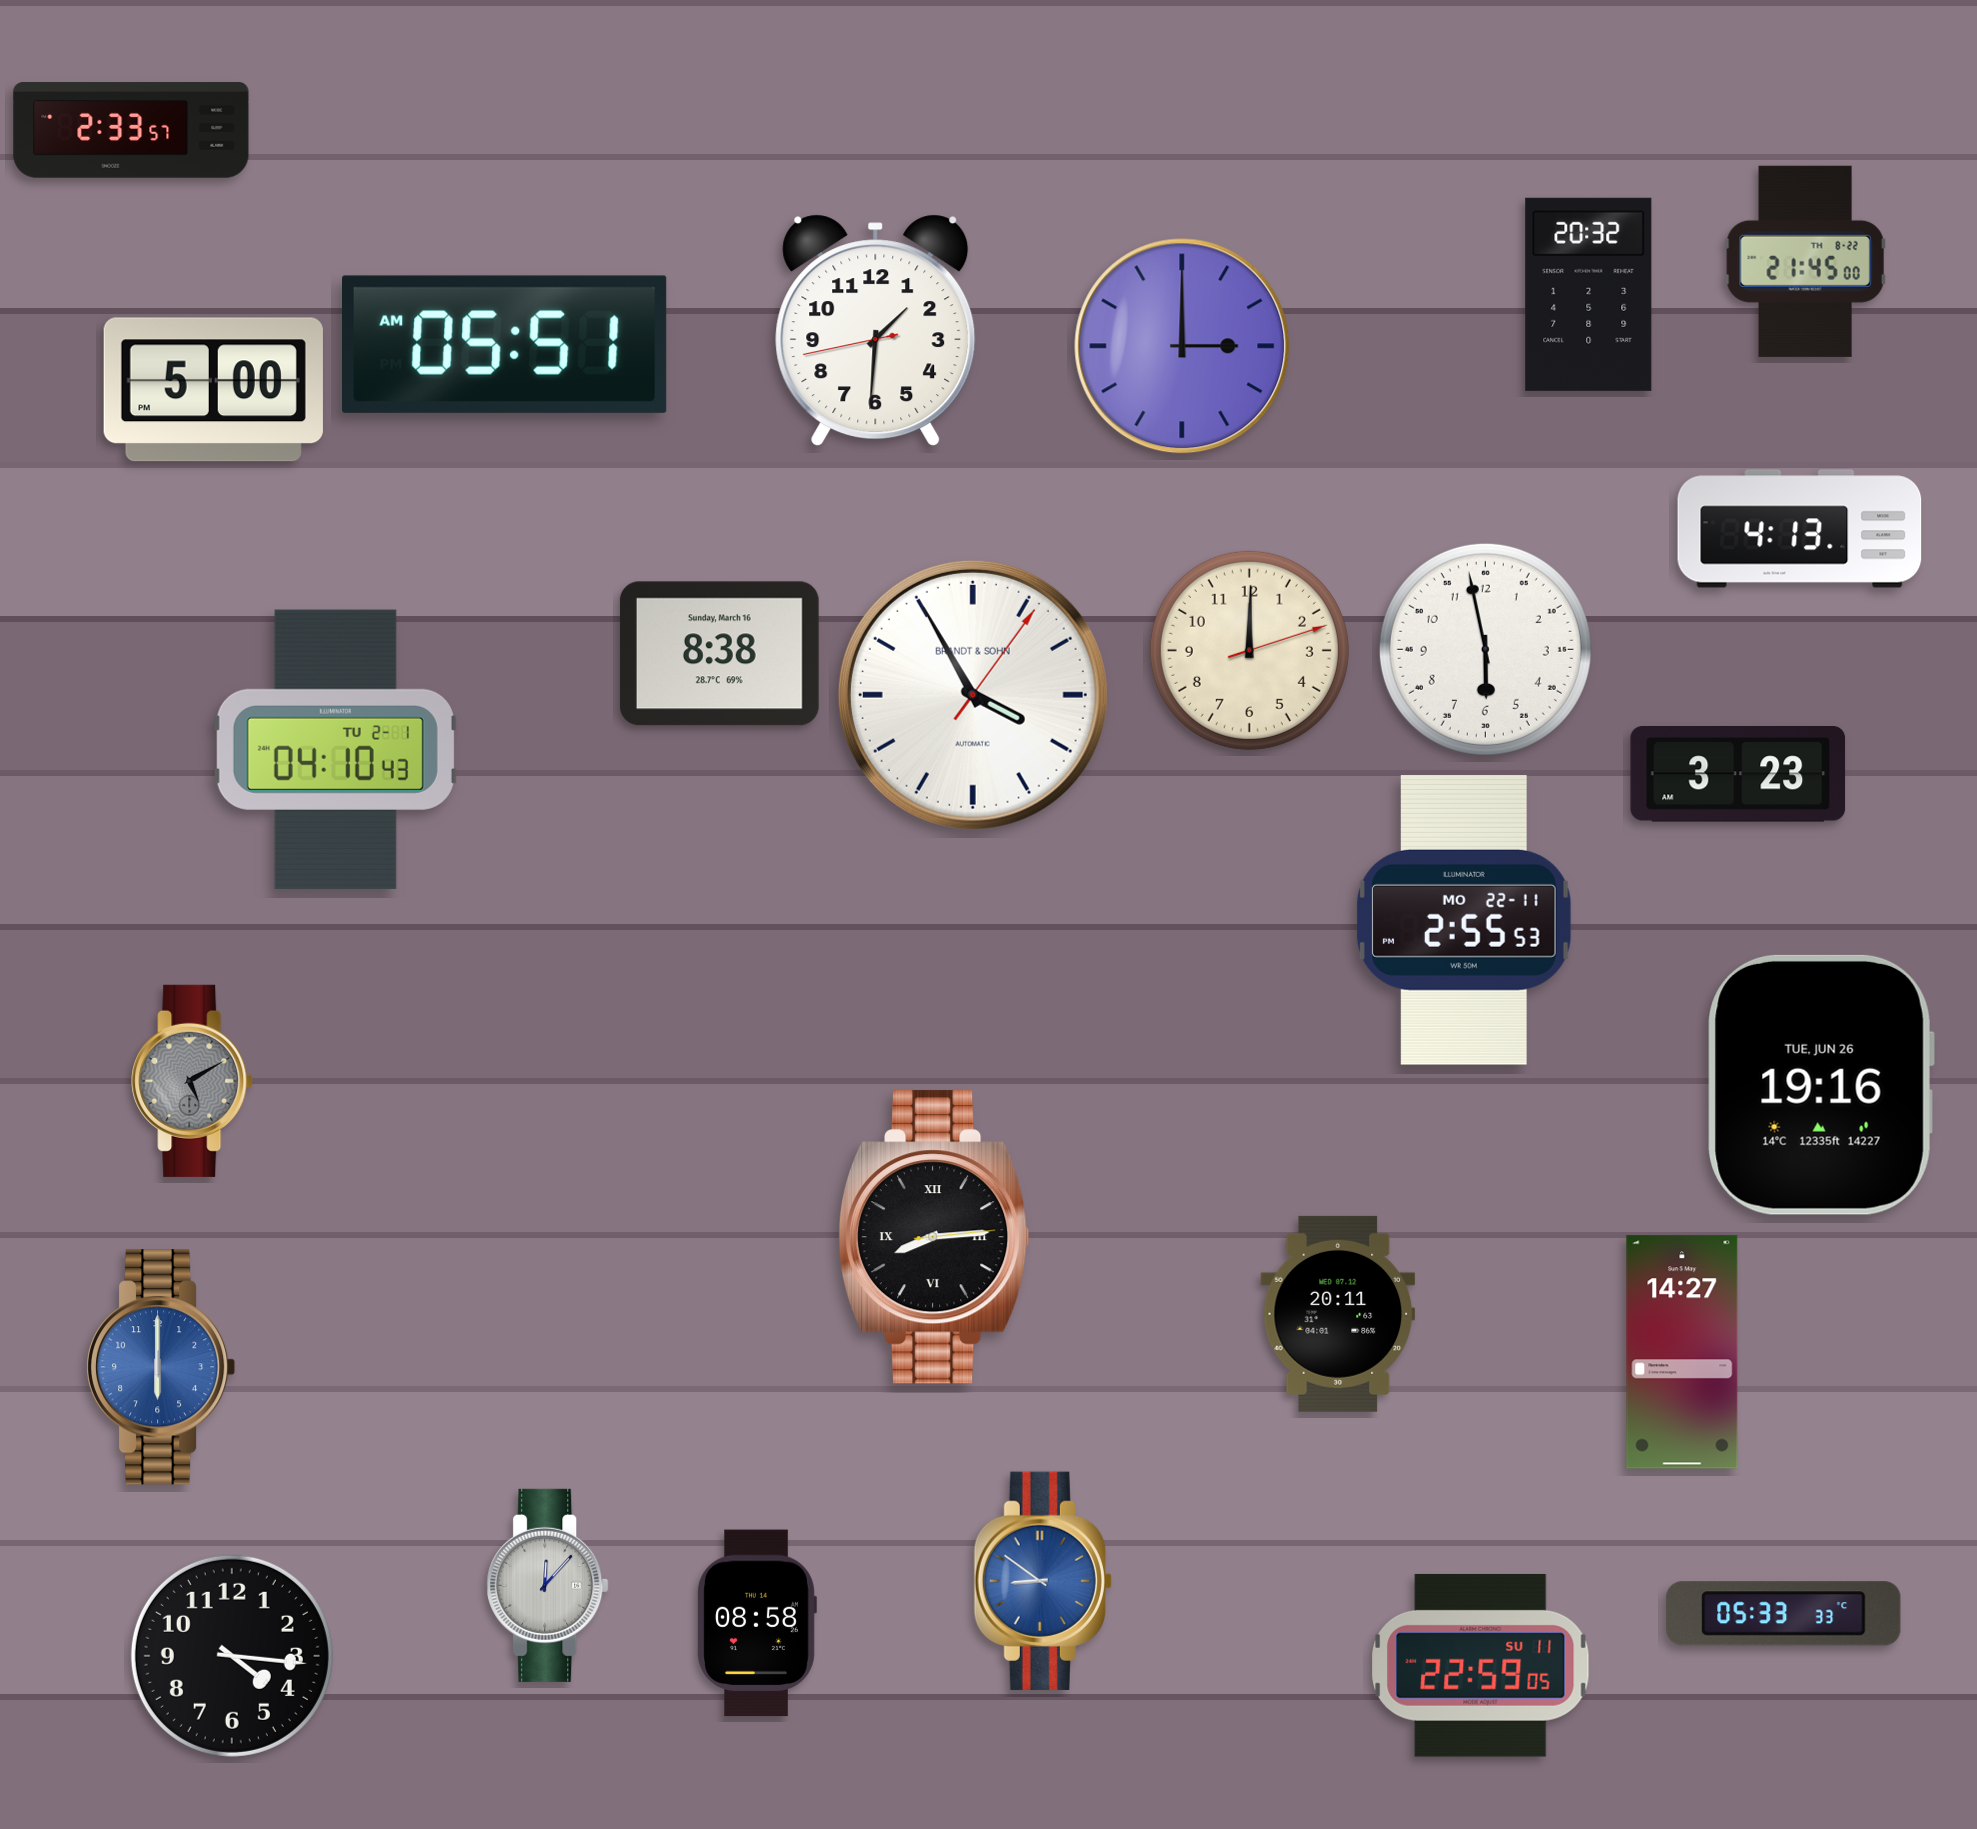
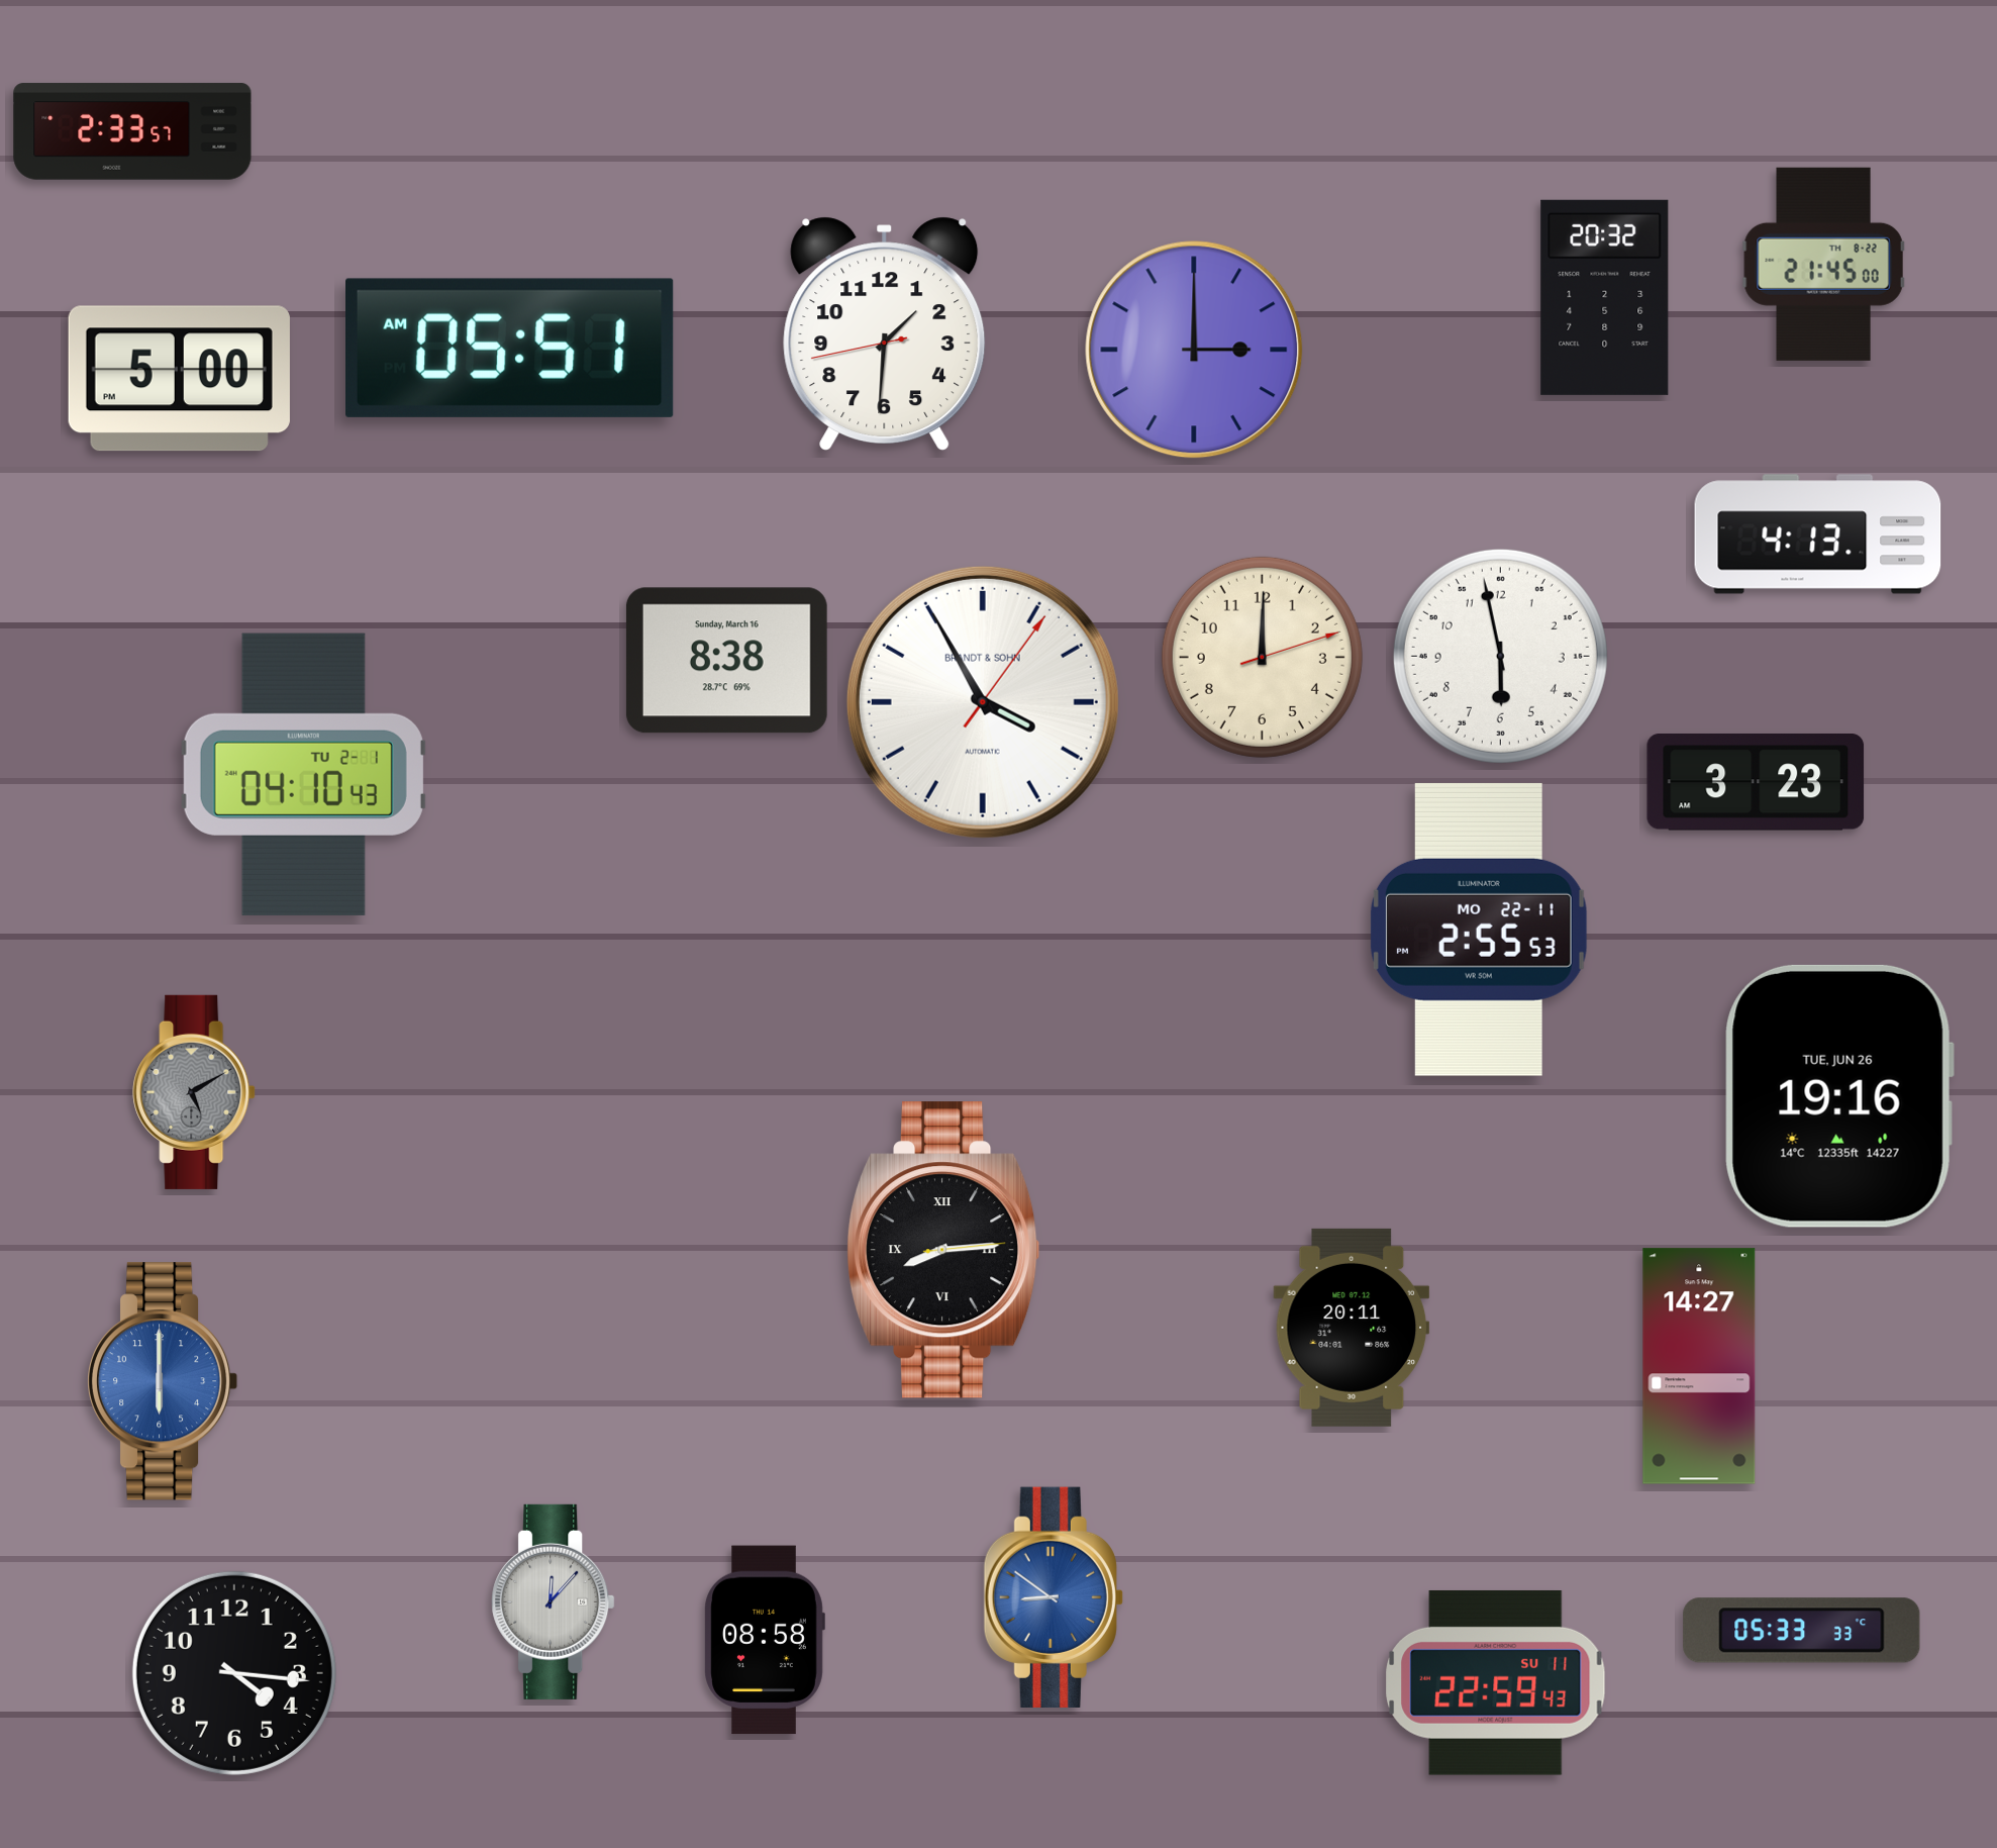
clock at (213, 390) position: (213, 390) -> (179, 379)
clock at (335, 749) position: (335, 749) -> (303, 774)
clock at (1481, 1665): 22:59:05 -> 22:59:43
